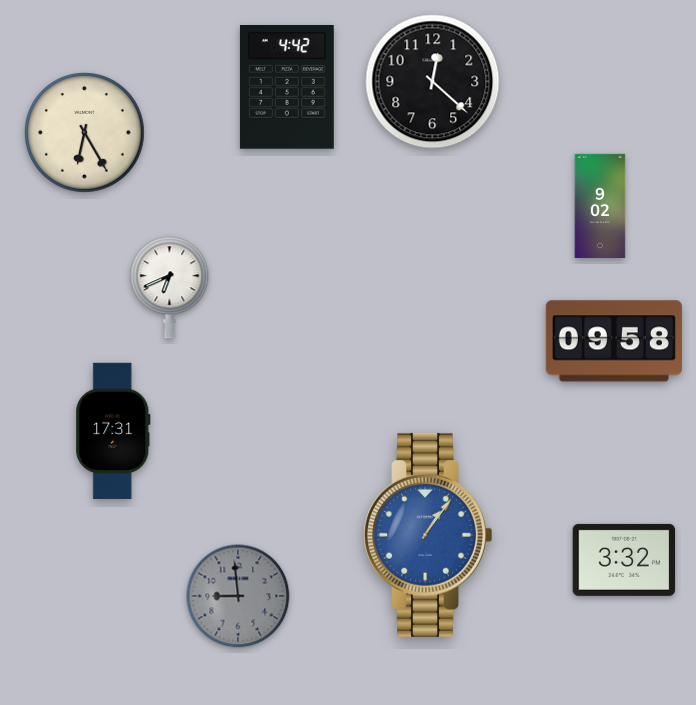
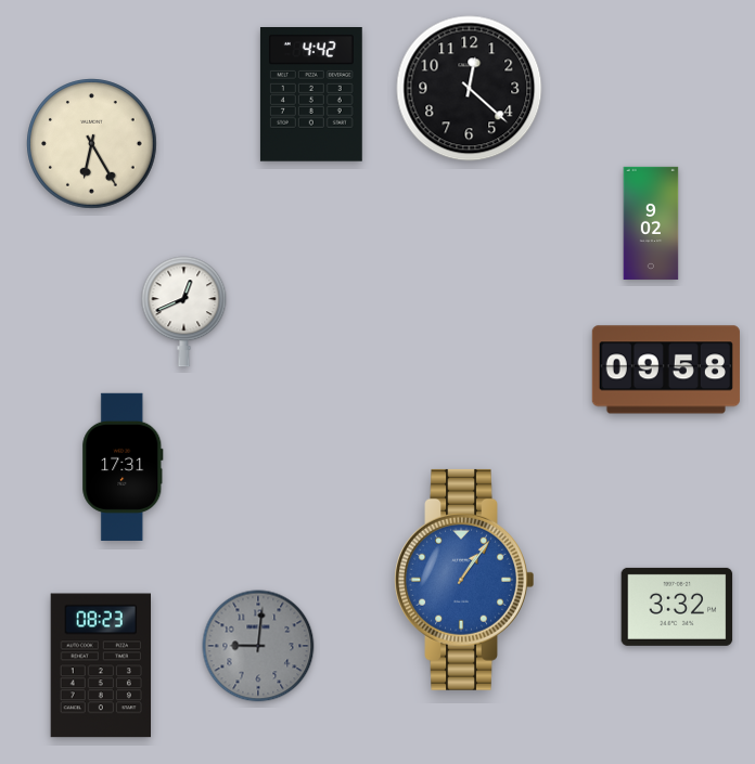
clock at (170, 288): 6:41 -> 12:41
clock at (238, 596): 8:59 -> 9:01
clock at (100, 665): none -> 08:23
